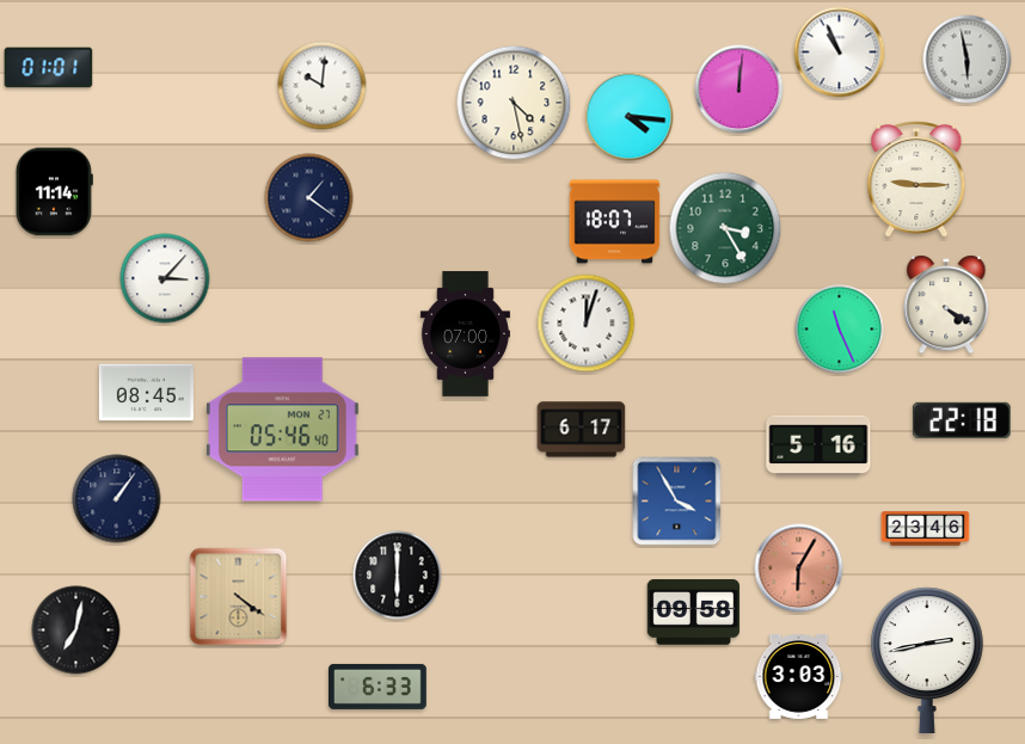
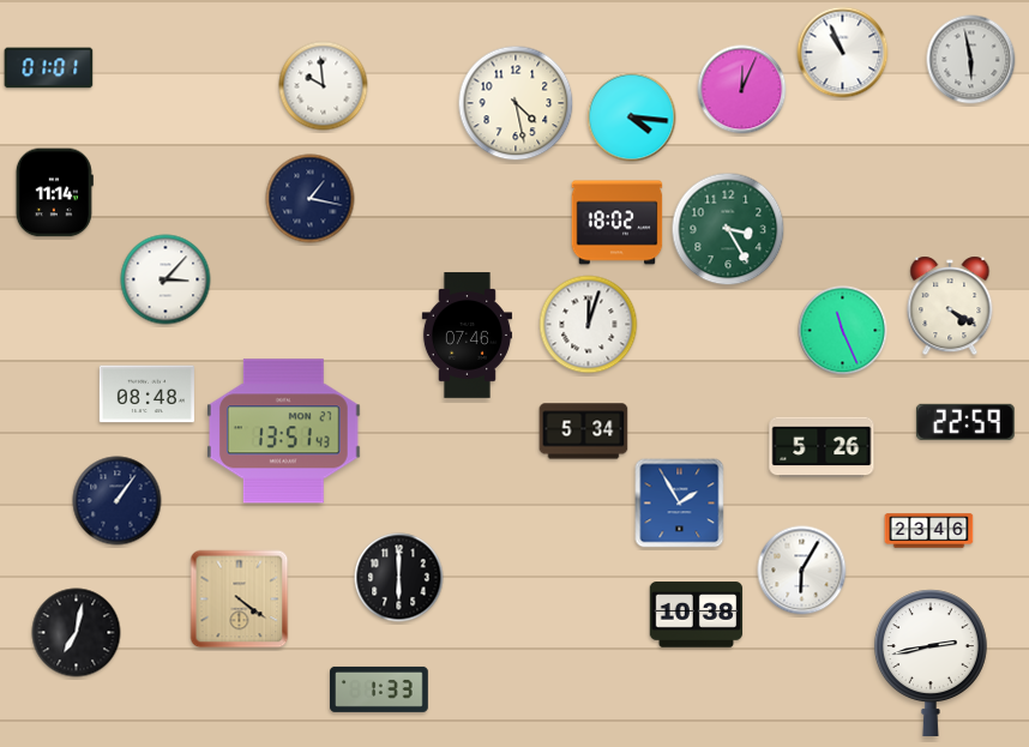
clock at (323, 86): 10:01 -> 9:59
clock at (739, 90): 12:01 -> 12:04
clock at (916, 180): 9:15 -> none
clock at (309, 198): 1:21 -> 1:17
clock at (615, 222): 18:07 -> 18:02
clock at (465, 334): 07:00 -> 07:46
clock at (146, 393): 08:45 -> 08:48
clock at (962, 420): 22:18 -> 22:59
clock at (283, 430): 05:46 -> 13:51
clock at (582, 430): 6:17 -> 5:34
clock at (818, 445): 5:16 -> 5:26
clock at (677, 502): 3:55 -> 1:55
clock at (799, 568) dial: salmon -> white
clock at (694, 613): 09:58 -> 10:38
clock at (799, 676): 3:03 -> none
clock at (379, 687): 6:33 -> 1:33
